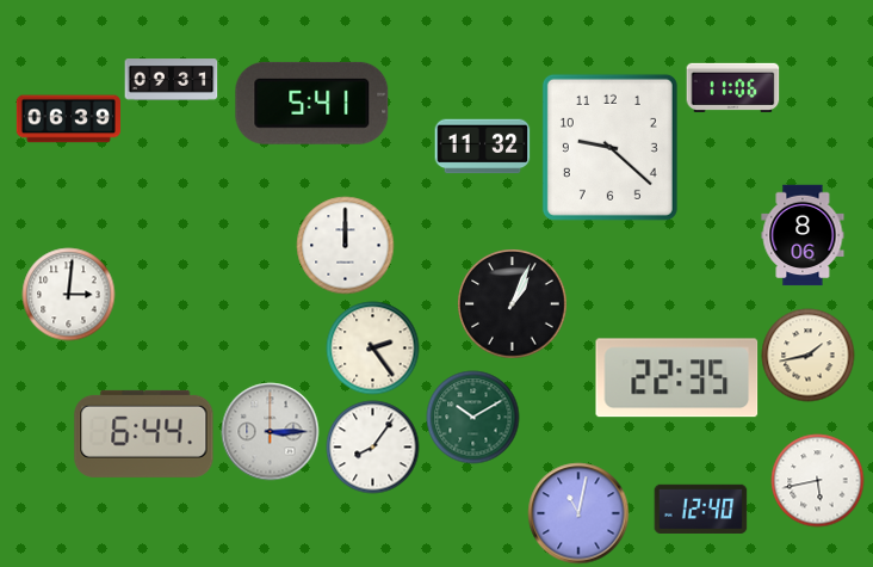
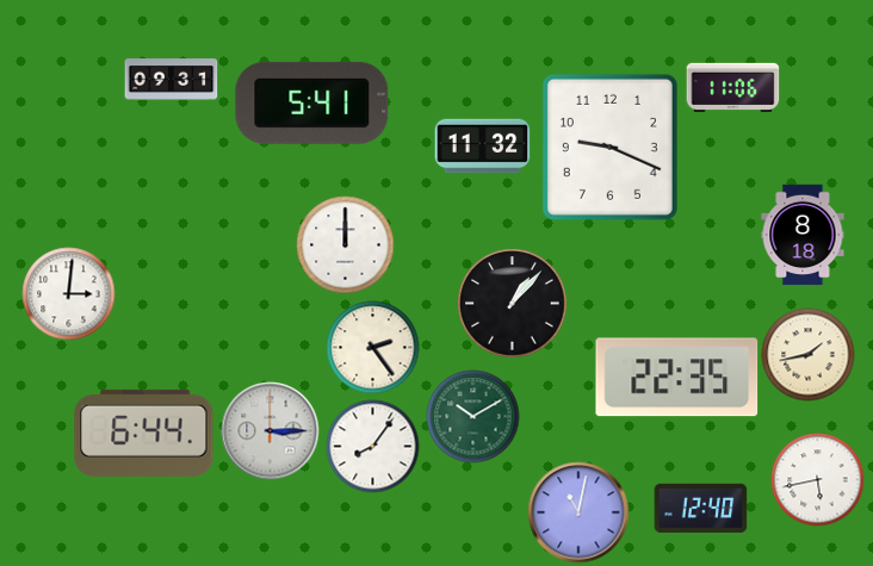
clock at (68, 119): 06:39 -> none
clock at (609, 147): 9:22 -> 9:19
clock at (803, 235): 8:06 -> 8:18
clock at (512, 303): 1:04 -> 1:07
